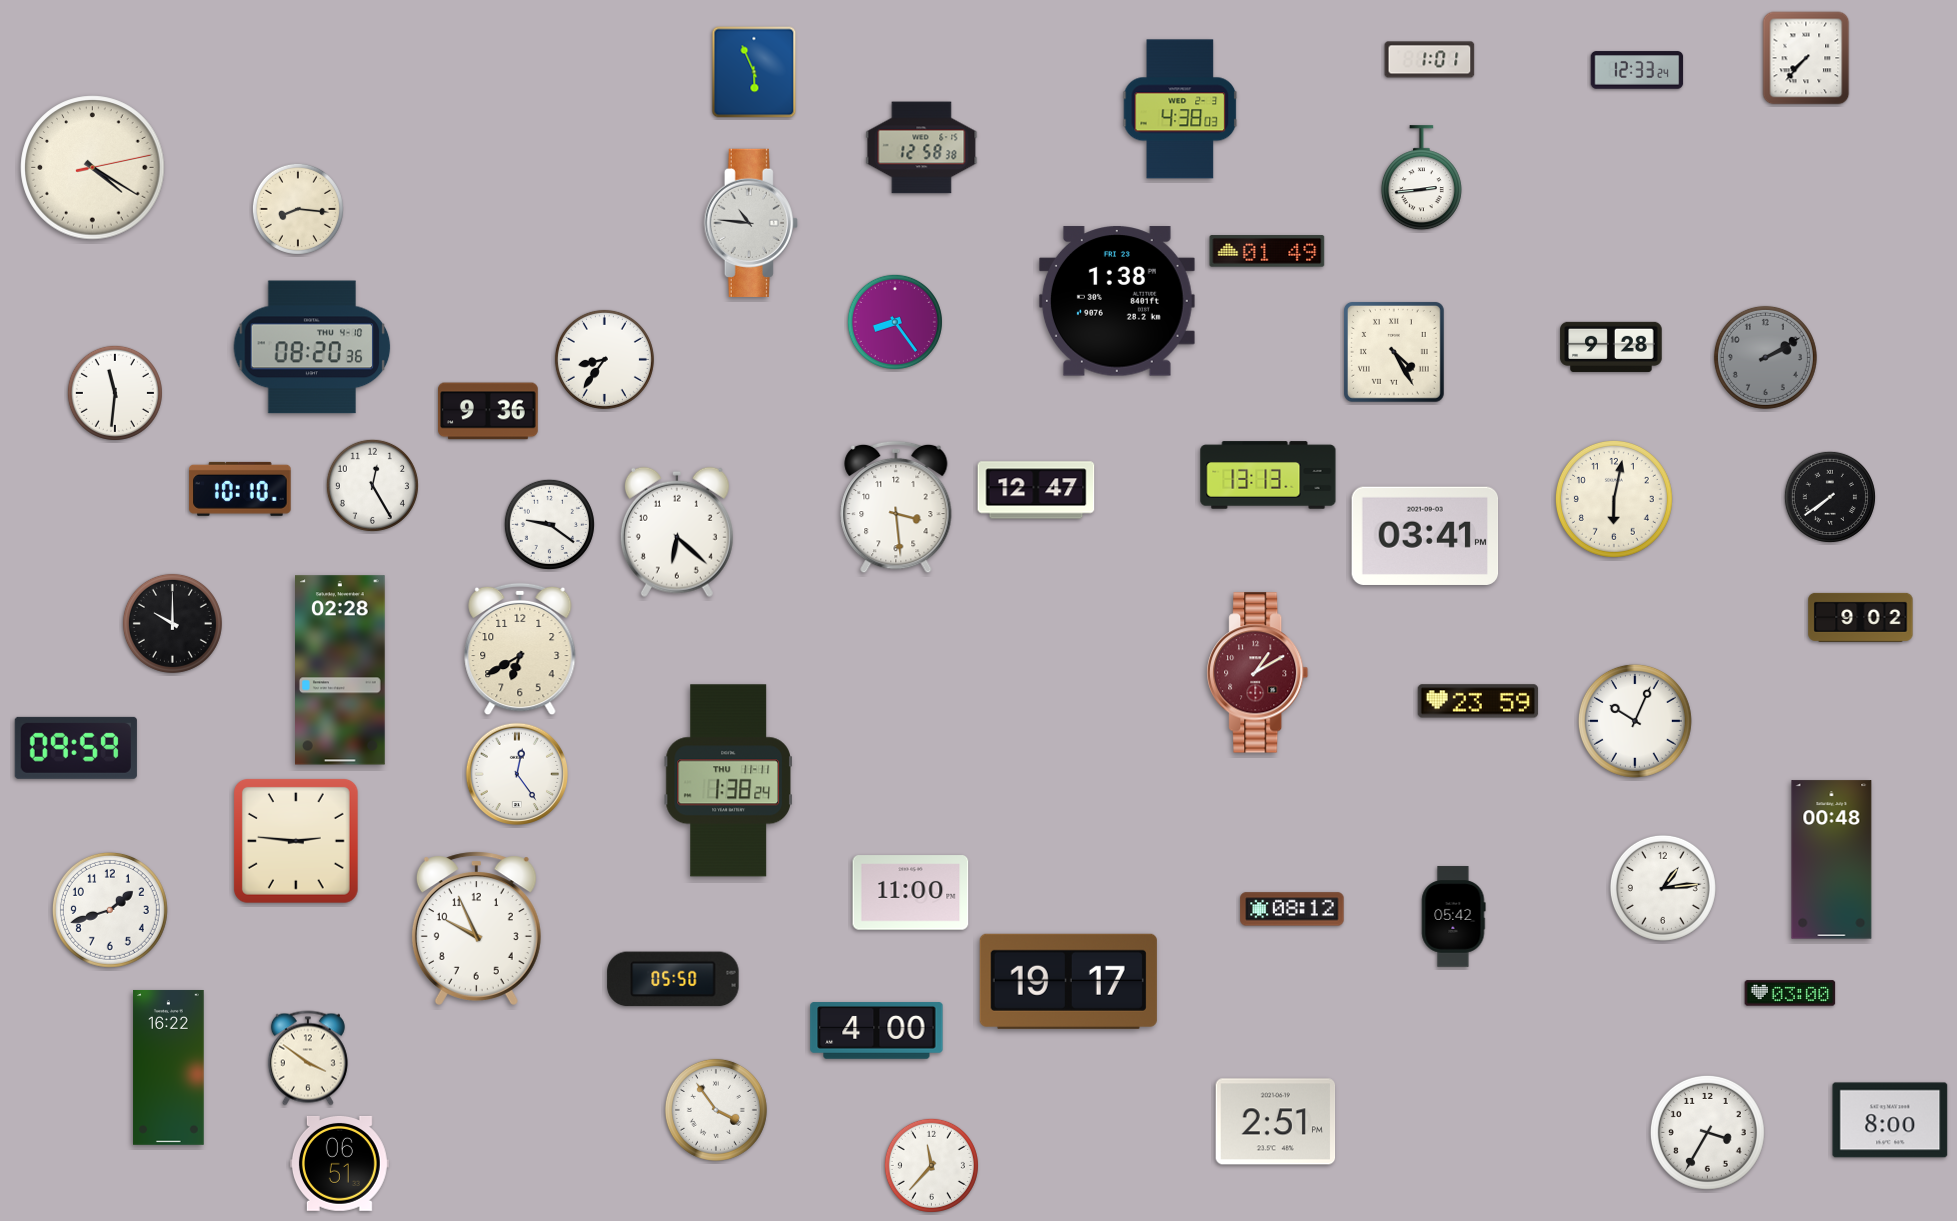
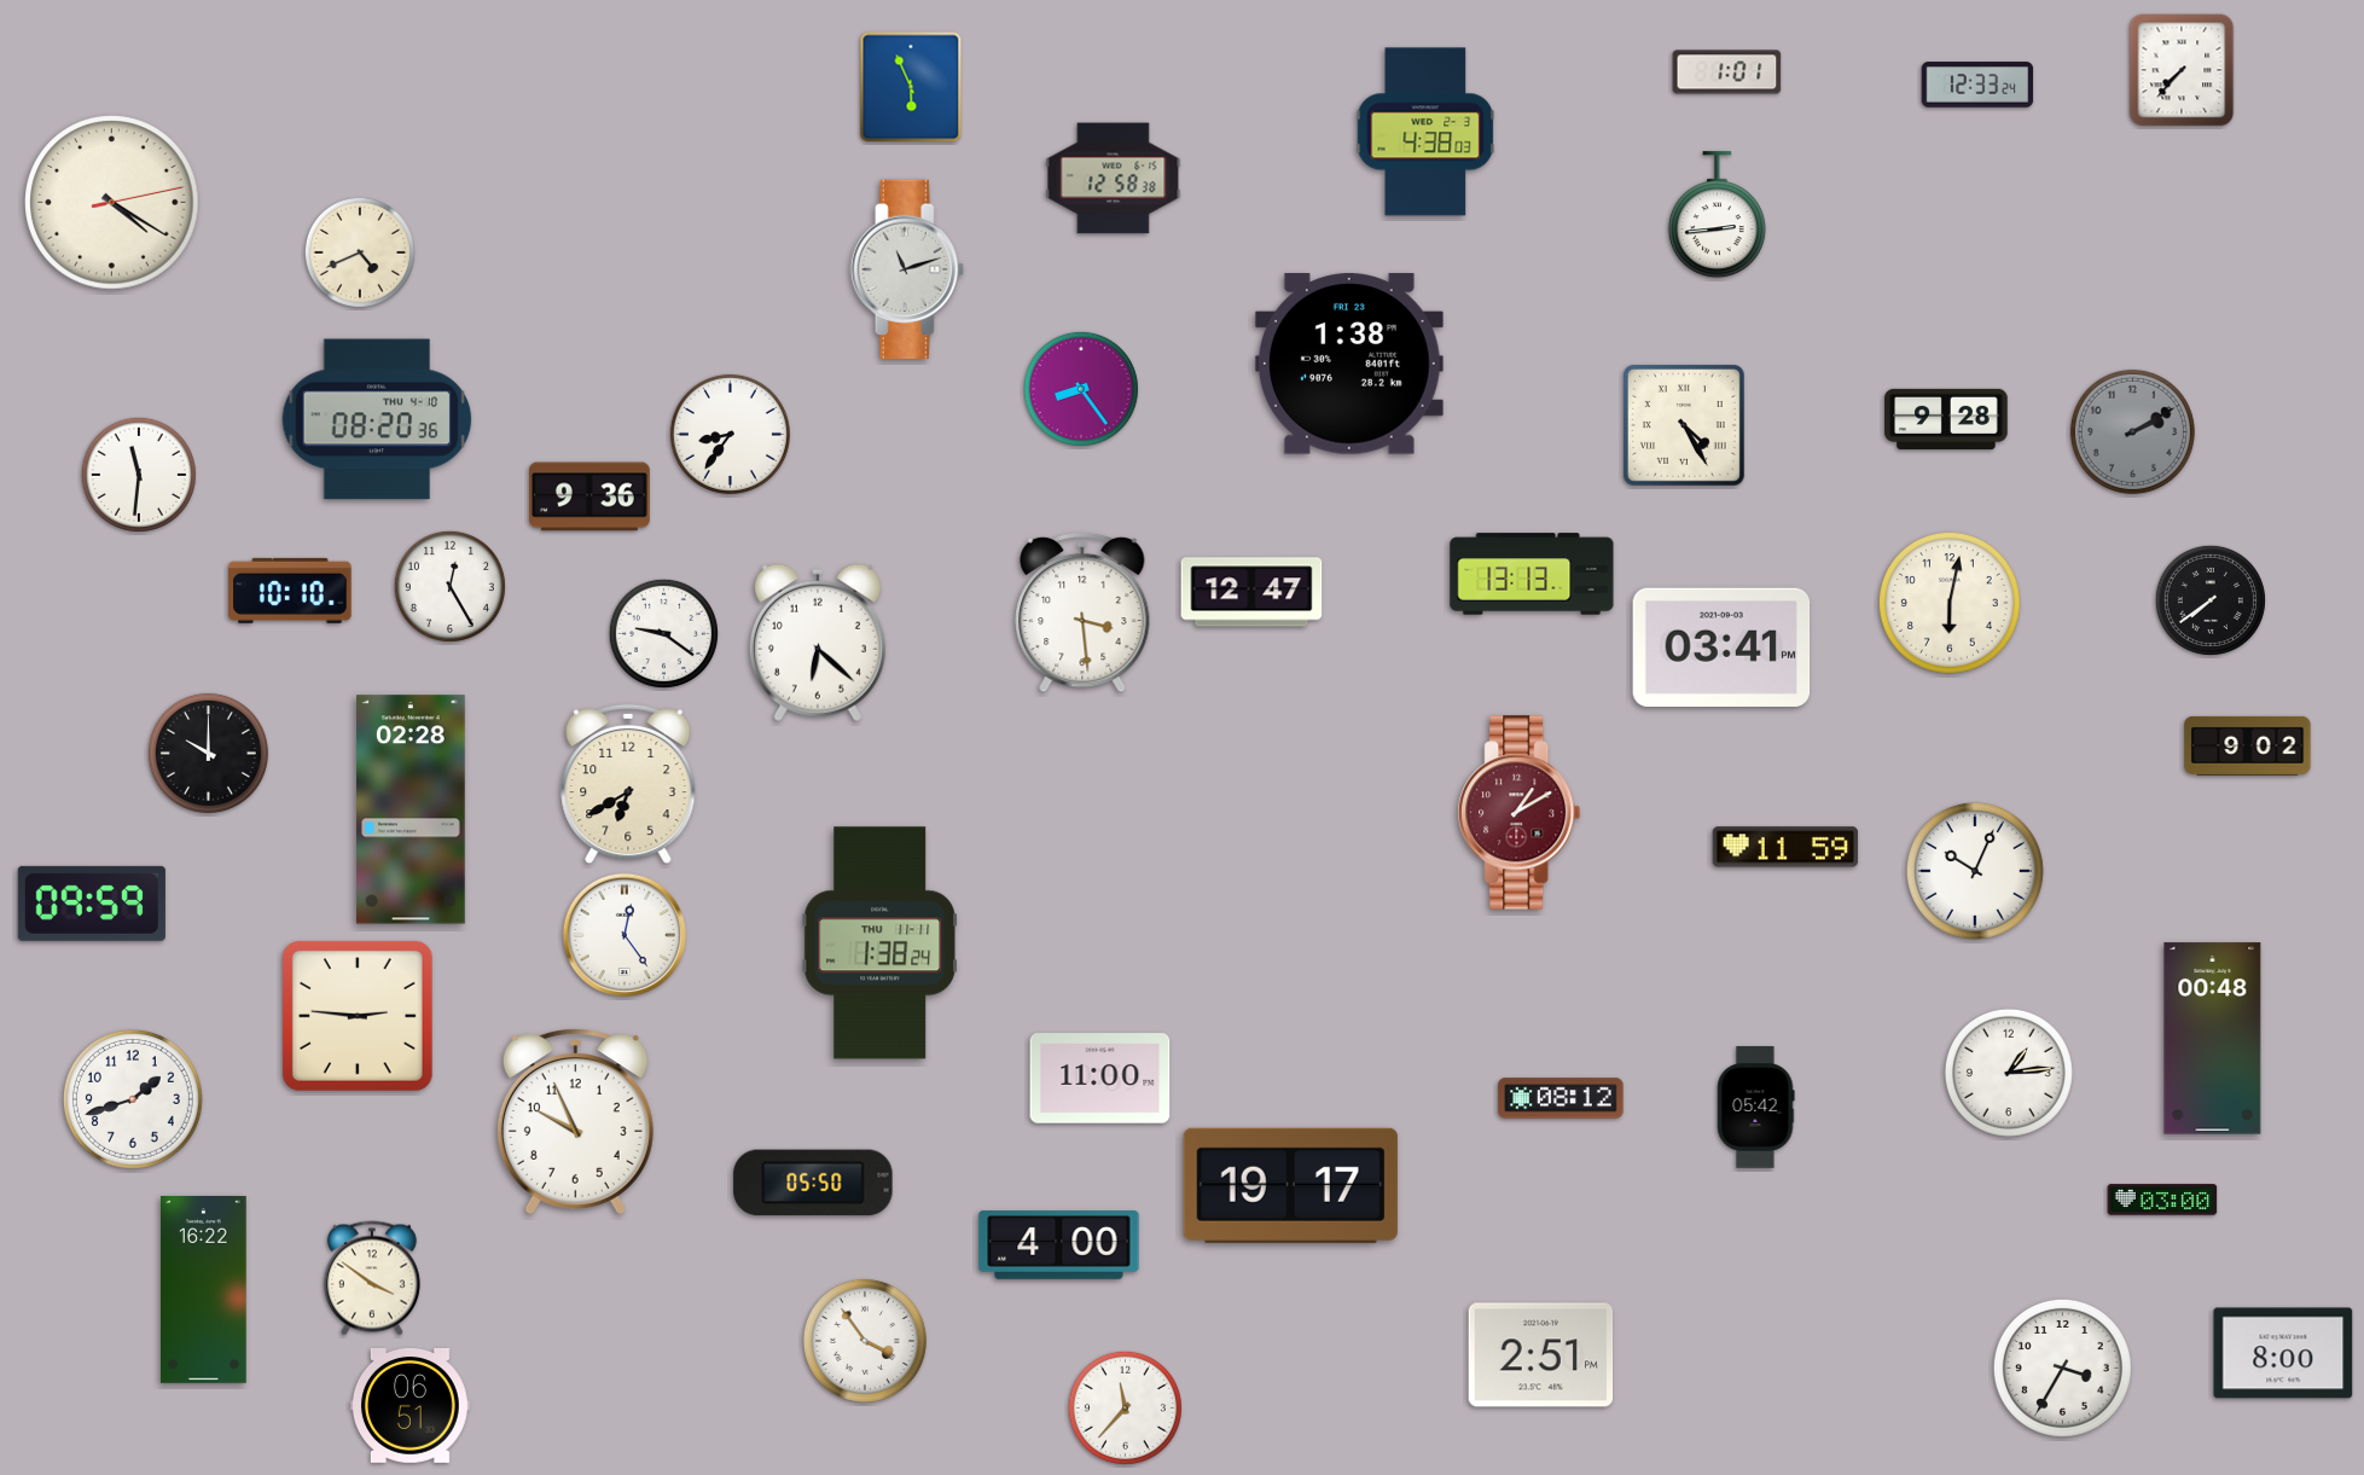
clock at (298, 209): 8:16 -> 4:41
clock at (751, 222): 10:46 -> 11:12
clock at (1267, 251): 01:49 -> none
clock at (1478, 701): 23:59 -> 11:59
